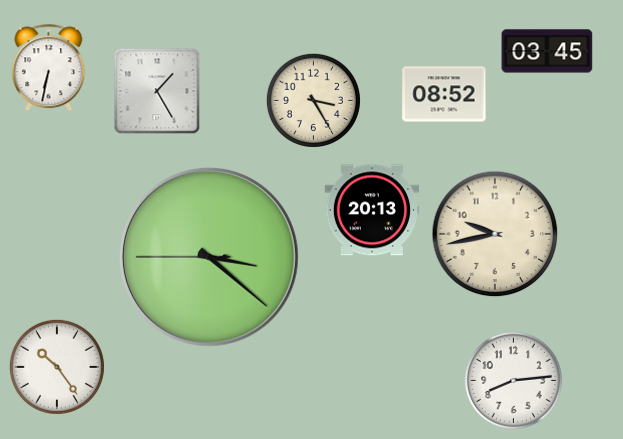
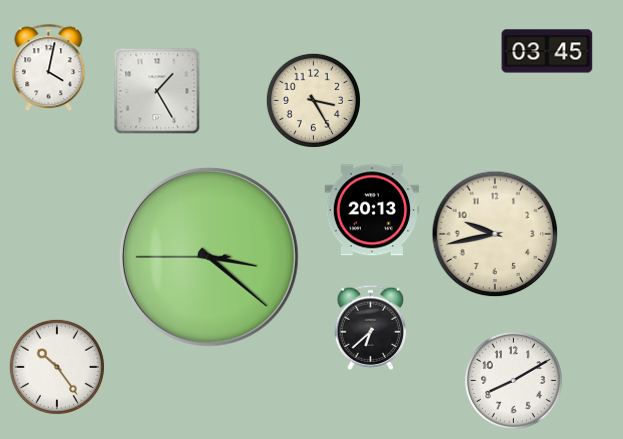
clock at (49, 68): 6:32 -> 4:02
clock at (444, 94): 08:52 -> none
clock at (371, 327): none -> 6:38
clock at (513, 380): 8:14 -> 8:10
